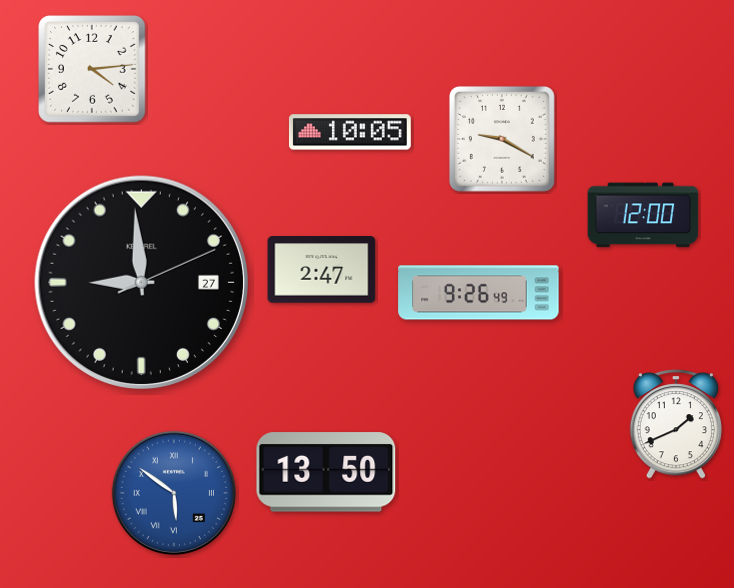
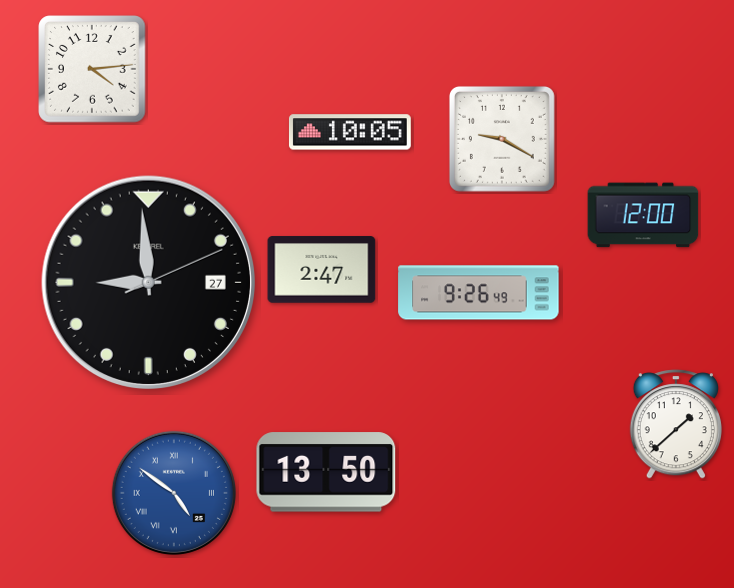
clock at (141, 282) position: (141, 282) -> (148, 282)
clock at (676, 424): 1:41 -> 1:38
clock at (174, 493): 5:51 -> 4:51
